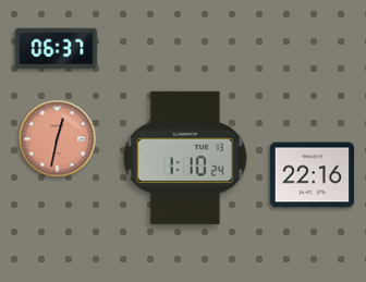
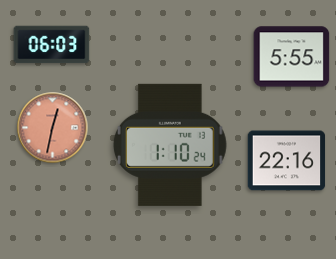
clock at (57, 49): 06:37 -> 06:03
clock at (292, 57): none -> 5:55
